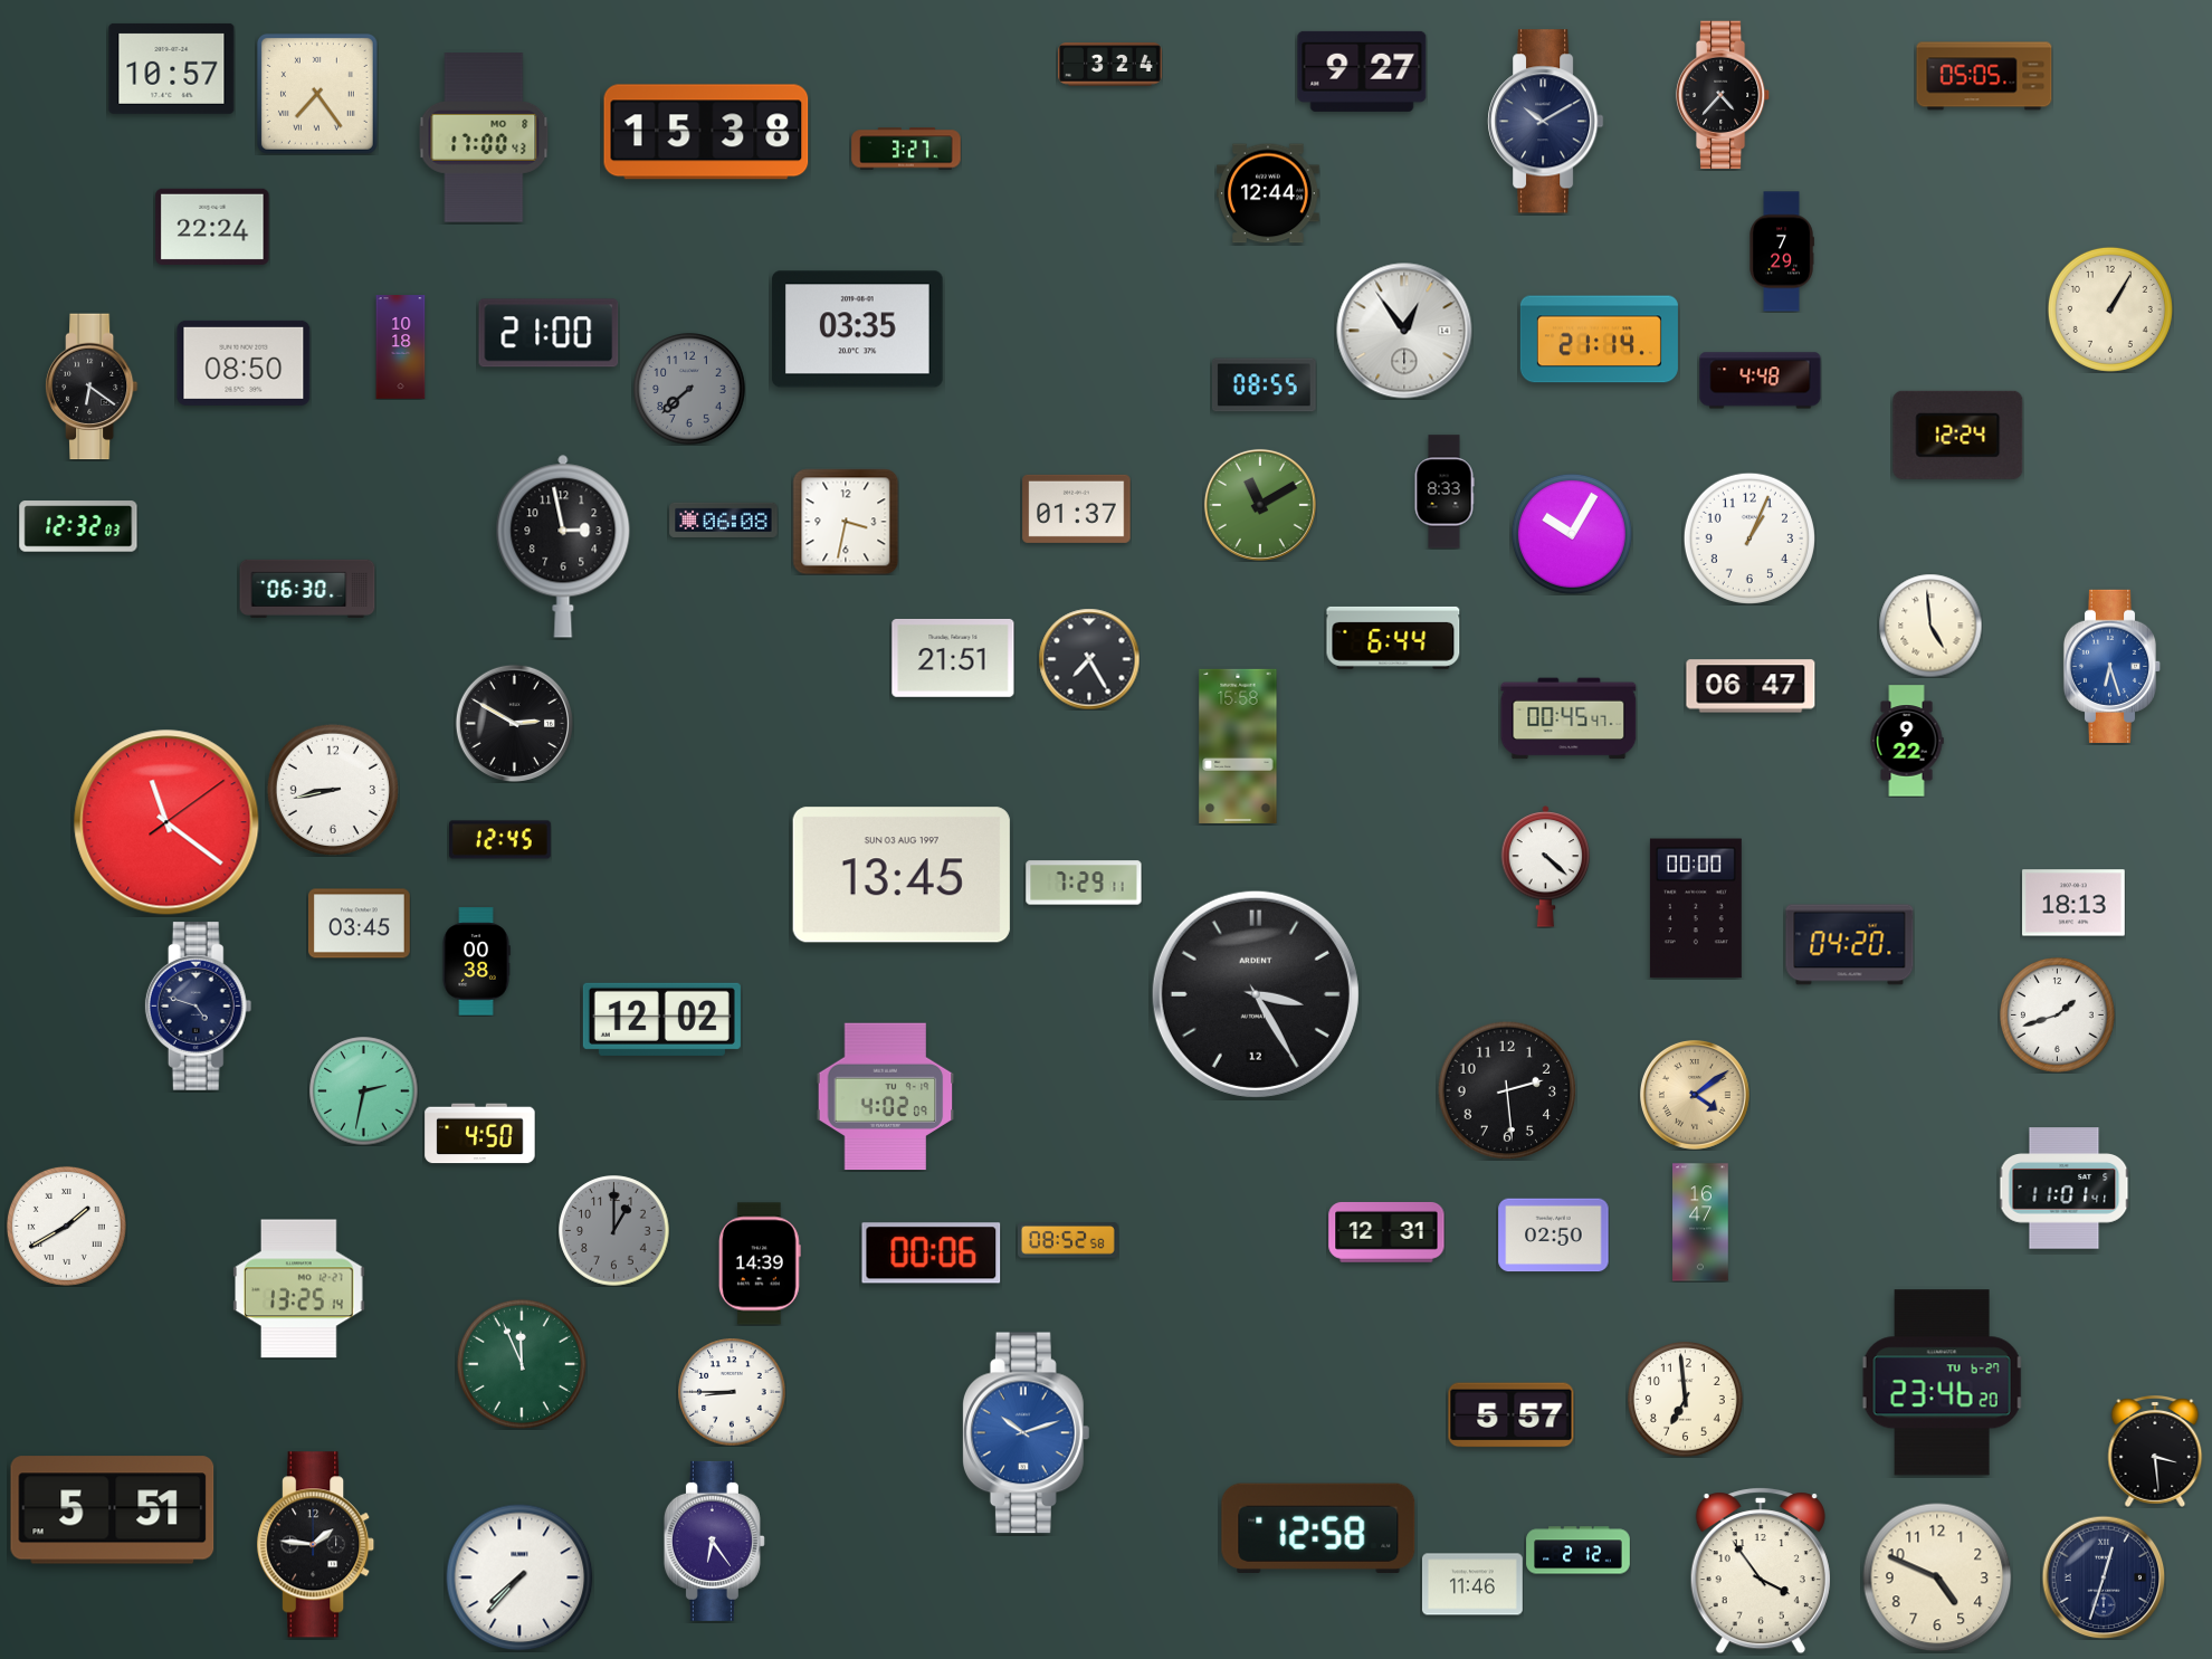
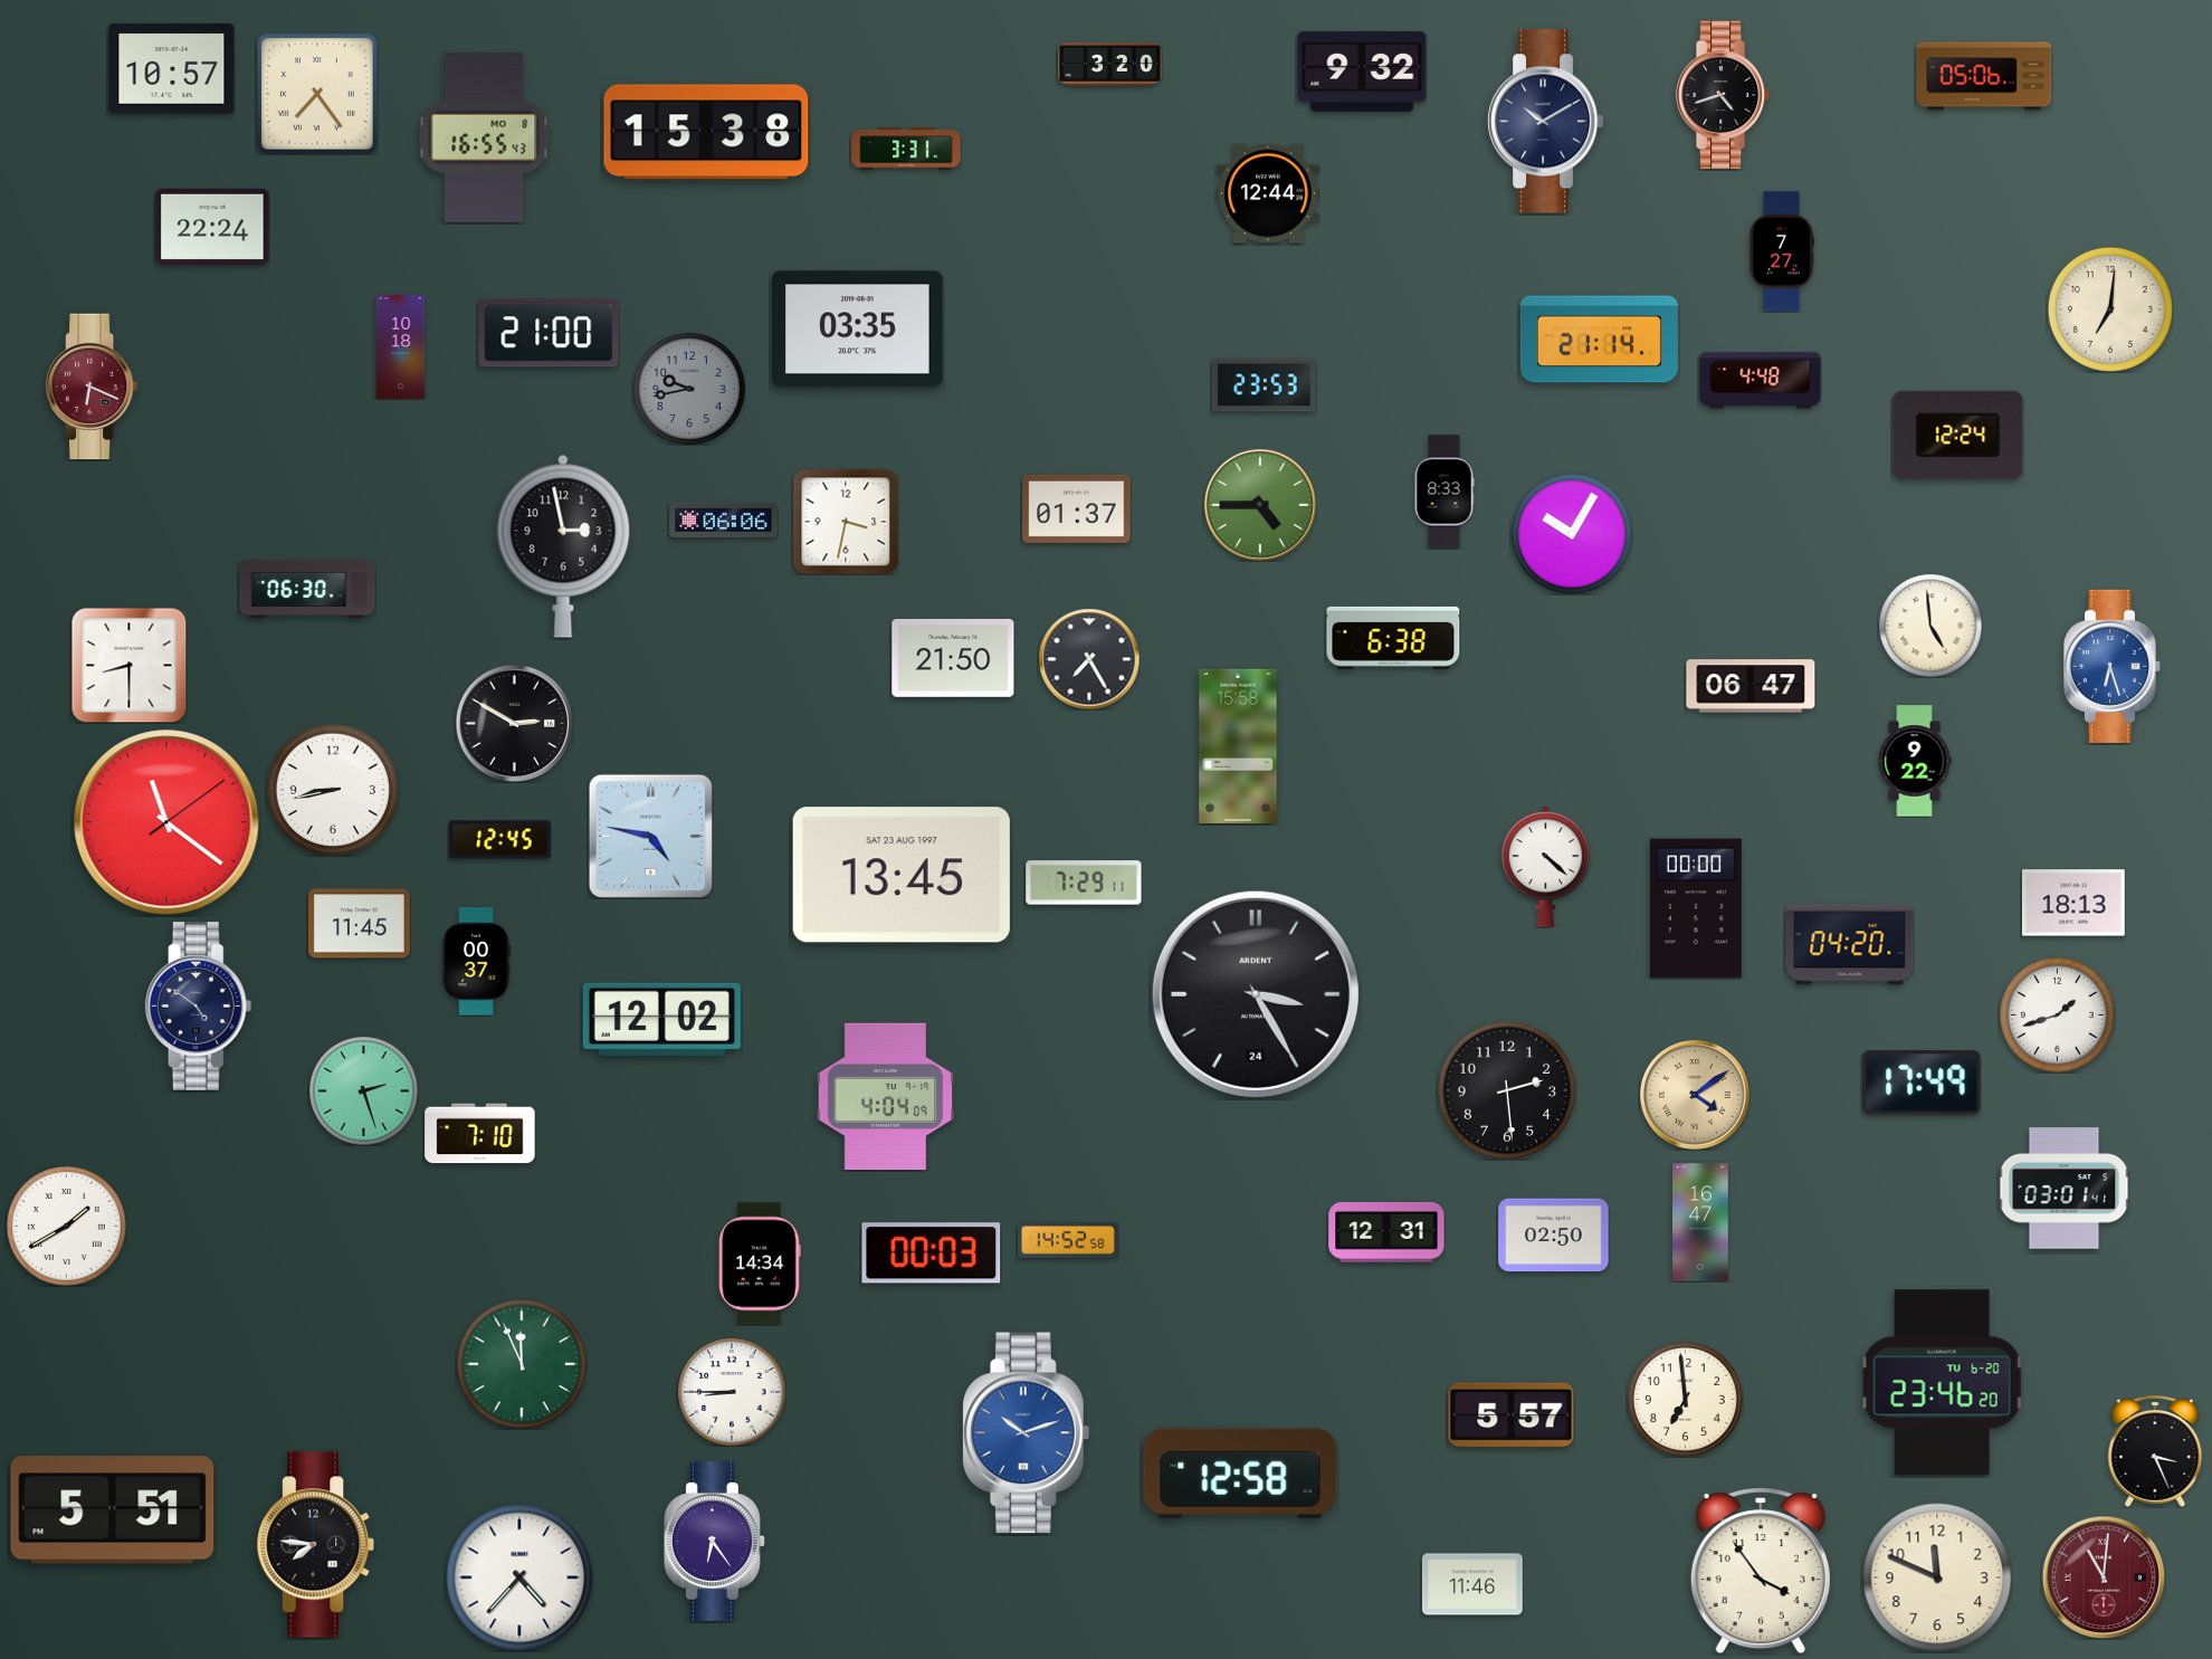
clock at (1110, 65): 3:24 -> 3:20
clock at (1362, 71): 9:27 -> 9:32
clock at (1984, 76): 05:05 -> 05:06
clock at (1723, 95): 4:37 -> 4:42
clock at (484, 137): 17:00 -> 16:55
clock at (906, 149): 3:27 -> 3:31
clock at (1782, 251): 7:29 -> 7:27
clock at (2110, 309): 1:05 -> 7:01
clock at (1404, 331): 12:54 -> none
clock at (244, 363): 08:50 -> none
clock at (1265, 385): 08:55 -> 23:53
clock at (92, 387): 6:21 -> 6:19
clock at (92, 387) dial: black -> burgundy
clock at (689, 389): 7:38 -> 9:43
clock at (1260, 505): 11:10 -> 4:45
clock at (724, 519): 06:08 -> 06:06
clock at (78, 526): 12:32 -> none
clock at (1749, 538): 1:04 -> none
clock at (1393, 638): 6:44 -> 6:38
clock at (953, 658): 21:51 -> 21:50
clock at (128, 665): none -> 8:30
clock at (1569, 718): 00:45 -> none
clock at (1907, 741) position: (1907, 741) -> (1915, 761)
clock at (650, 836): none -> 4:47
clock at (902, 875) date: SUN 03 AUG 1997 -> SAT 23 AUG 1997
clock at (360, 924): 03:45 -> 11:45
clock at (476, 962): 00:38 -> 00:37
clock at (1256, 994) date: 12 -> 24
clock at (199, 1007): 4:48 -> 4:51
clock at (1922, 1083): none -> 17:49
clock at (364, 1091): 2:32 -> 2:27
clock at (886, 1097): 4:02 -> 4:04
clock at (480, 1134): 4:50 -> 7:10
clock at (2063, 1189): 11:01 -> 03:01
clock at (614, 1231): 1:00 -> none
clock at (1068, 1240): 08:52 -> 14:52
clock at (932, 1253): 00:06 -> 00:03
clock at (760, 1264): 14:39 -> 14:34
clock at (299, 1289): 13:25 -> none
clock at (1942, 1383) date: TU 6-27 -> TU 6-20
clock at (2155, 1452): 3:29 -> 3:26
clock at (1318, 1528) position: (1318, 1528) -> (1240, 1474)
clock at (317, 1545): 1:46 -> 7:46
clock at (1579, 1551): 2:12 -> none
clock at (519, 1577): 7:37 -> 4:37
clock at (1937, 1577): 4:49 -> 11:49
clock at (2104, 1577): 12:33 -> 11:01
clock at (2104, 1577) dial: navy -> burgundy
